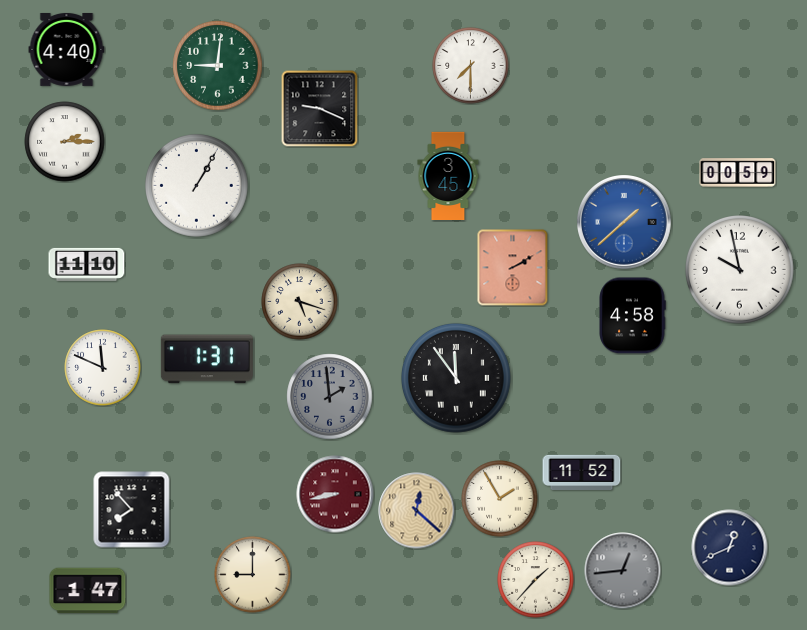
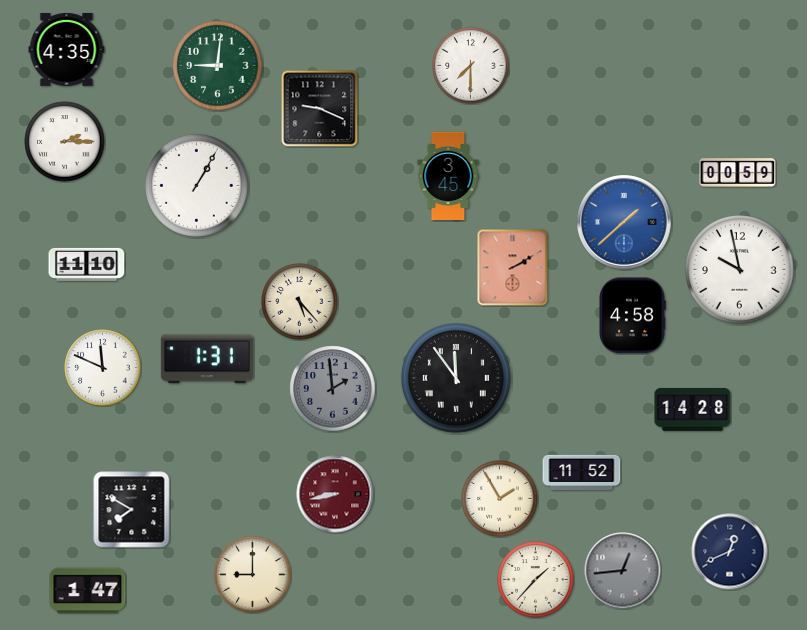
clock at (67, 49): 4:40 -> 4:35
clock at (300, 302): 5:18 -> 5:23
clock at (330, 397) position: (330, 397) -> (333, 389)
clock at (693, 409): none -> 14:28
clock at (132, 510): 7:53 -> 7:50
clock at (417, 511): 12:22 -> none
clock at (730, 548) position: (730, 548) -> (730, 552)
